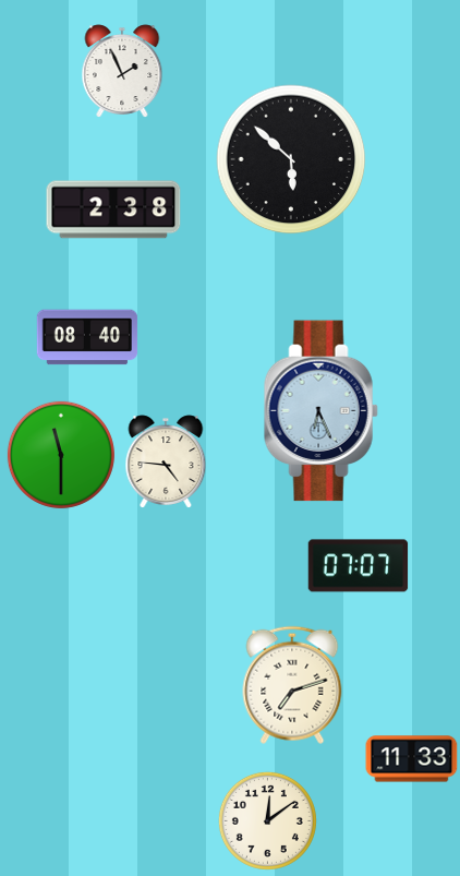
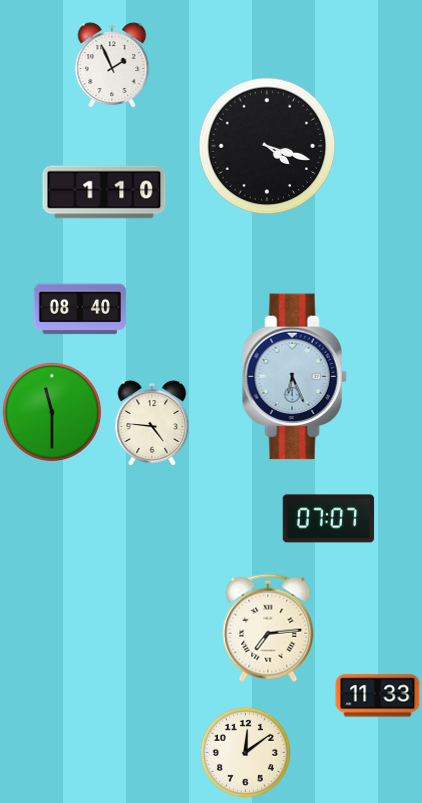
clock at (291, 159): 5:52 -> 4:18
clock at (113, 209): 2:38 -> 1:10
clock at (61, 455) position: (61, 455) -> (52, 412)
clock at (292, 685): 7:12 -> 7:14
